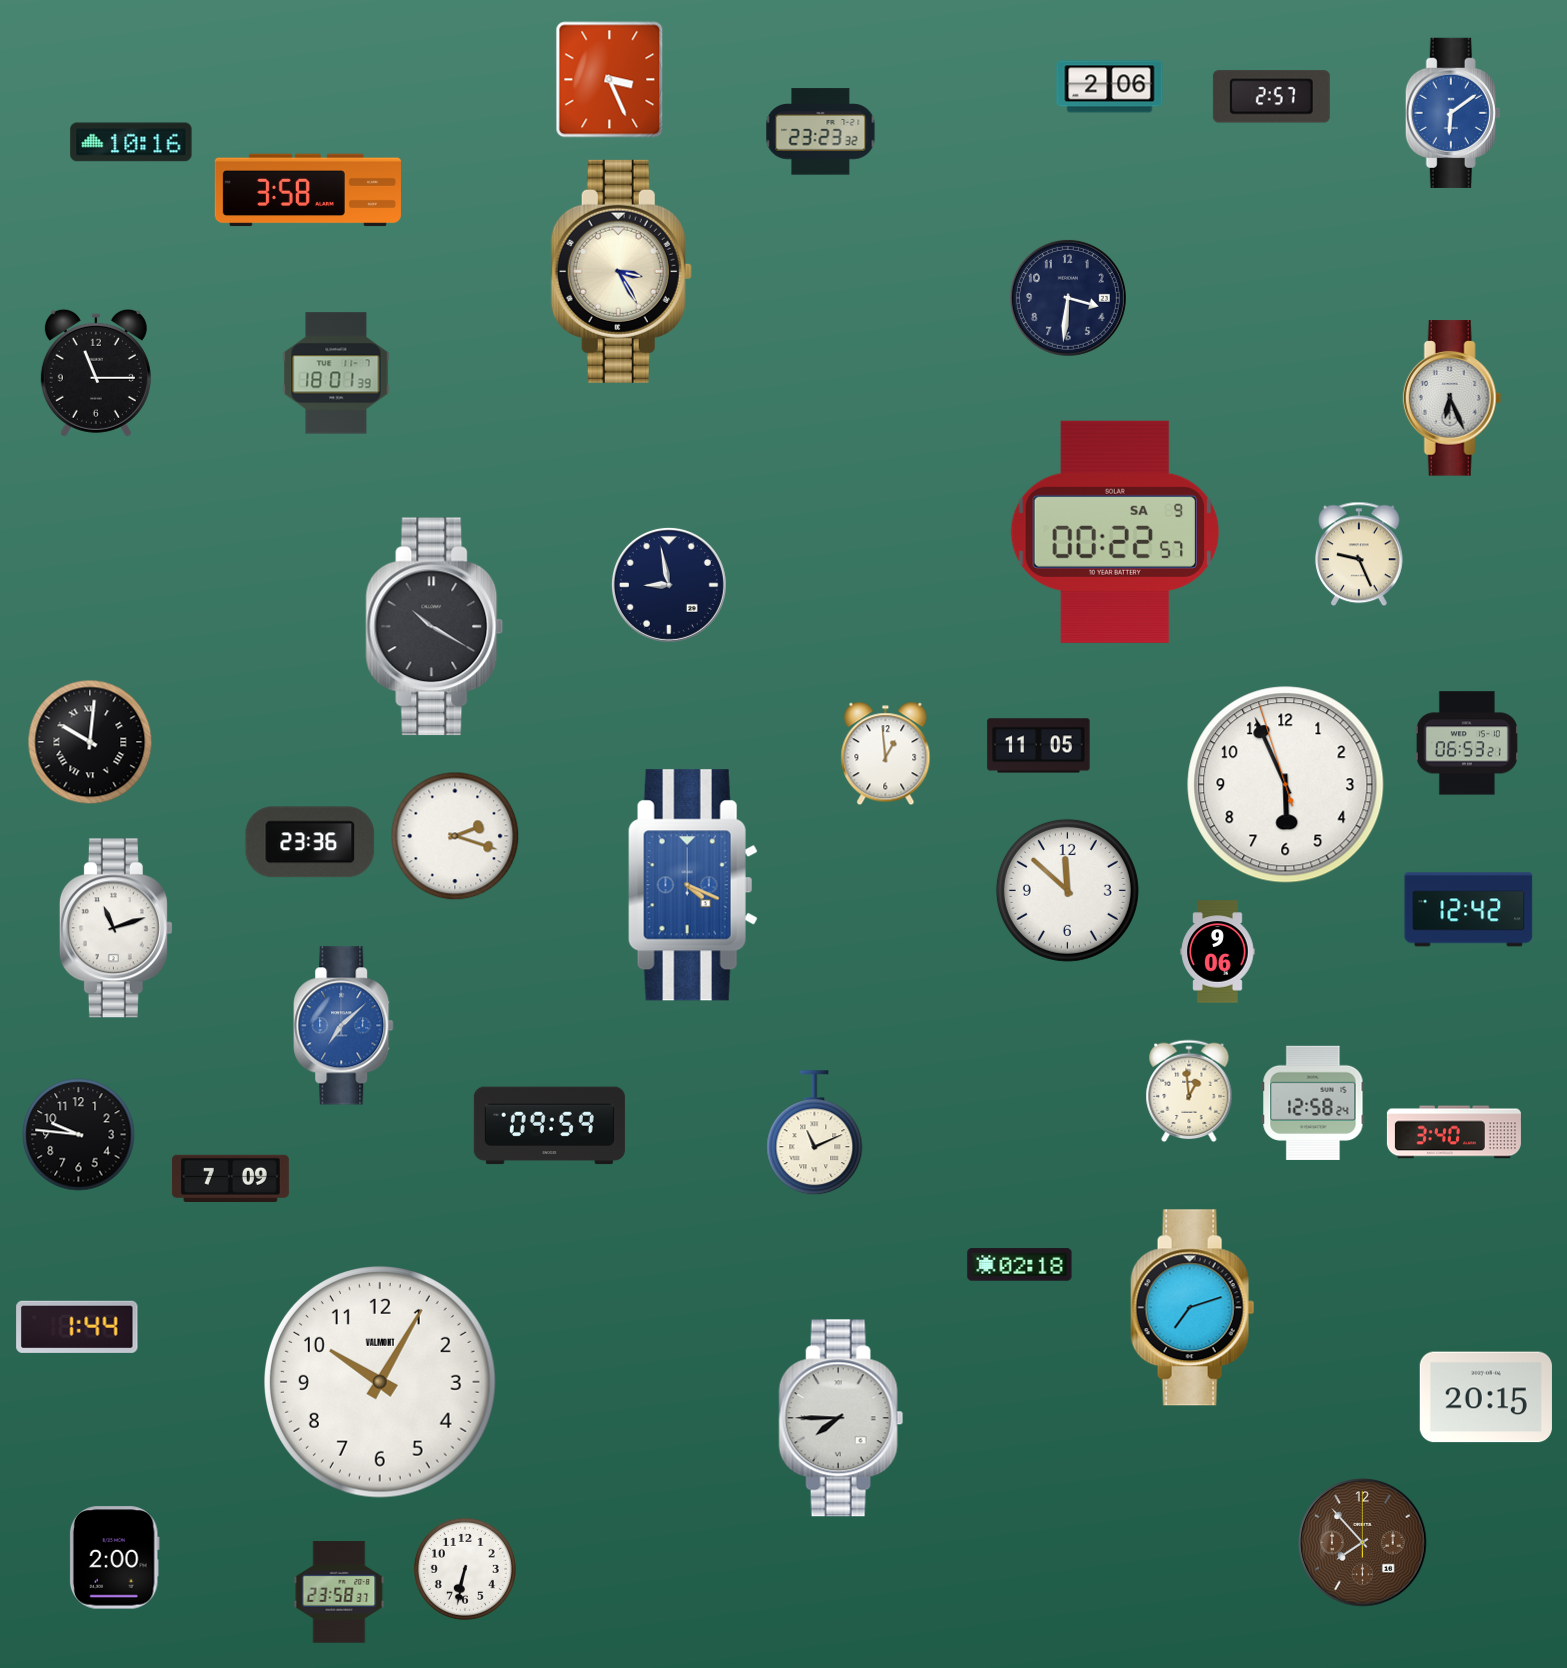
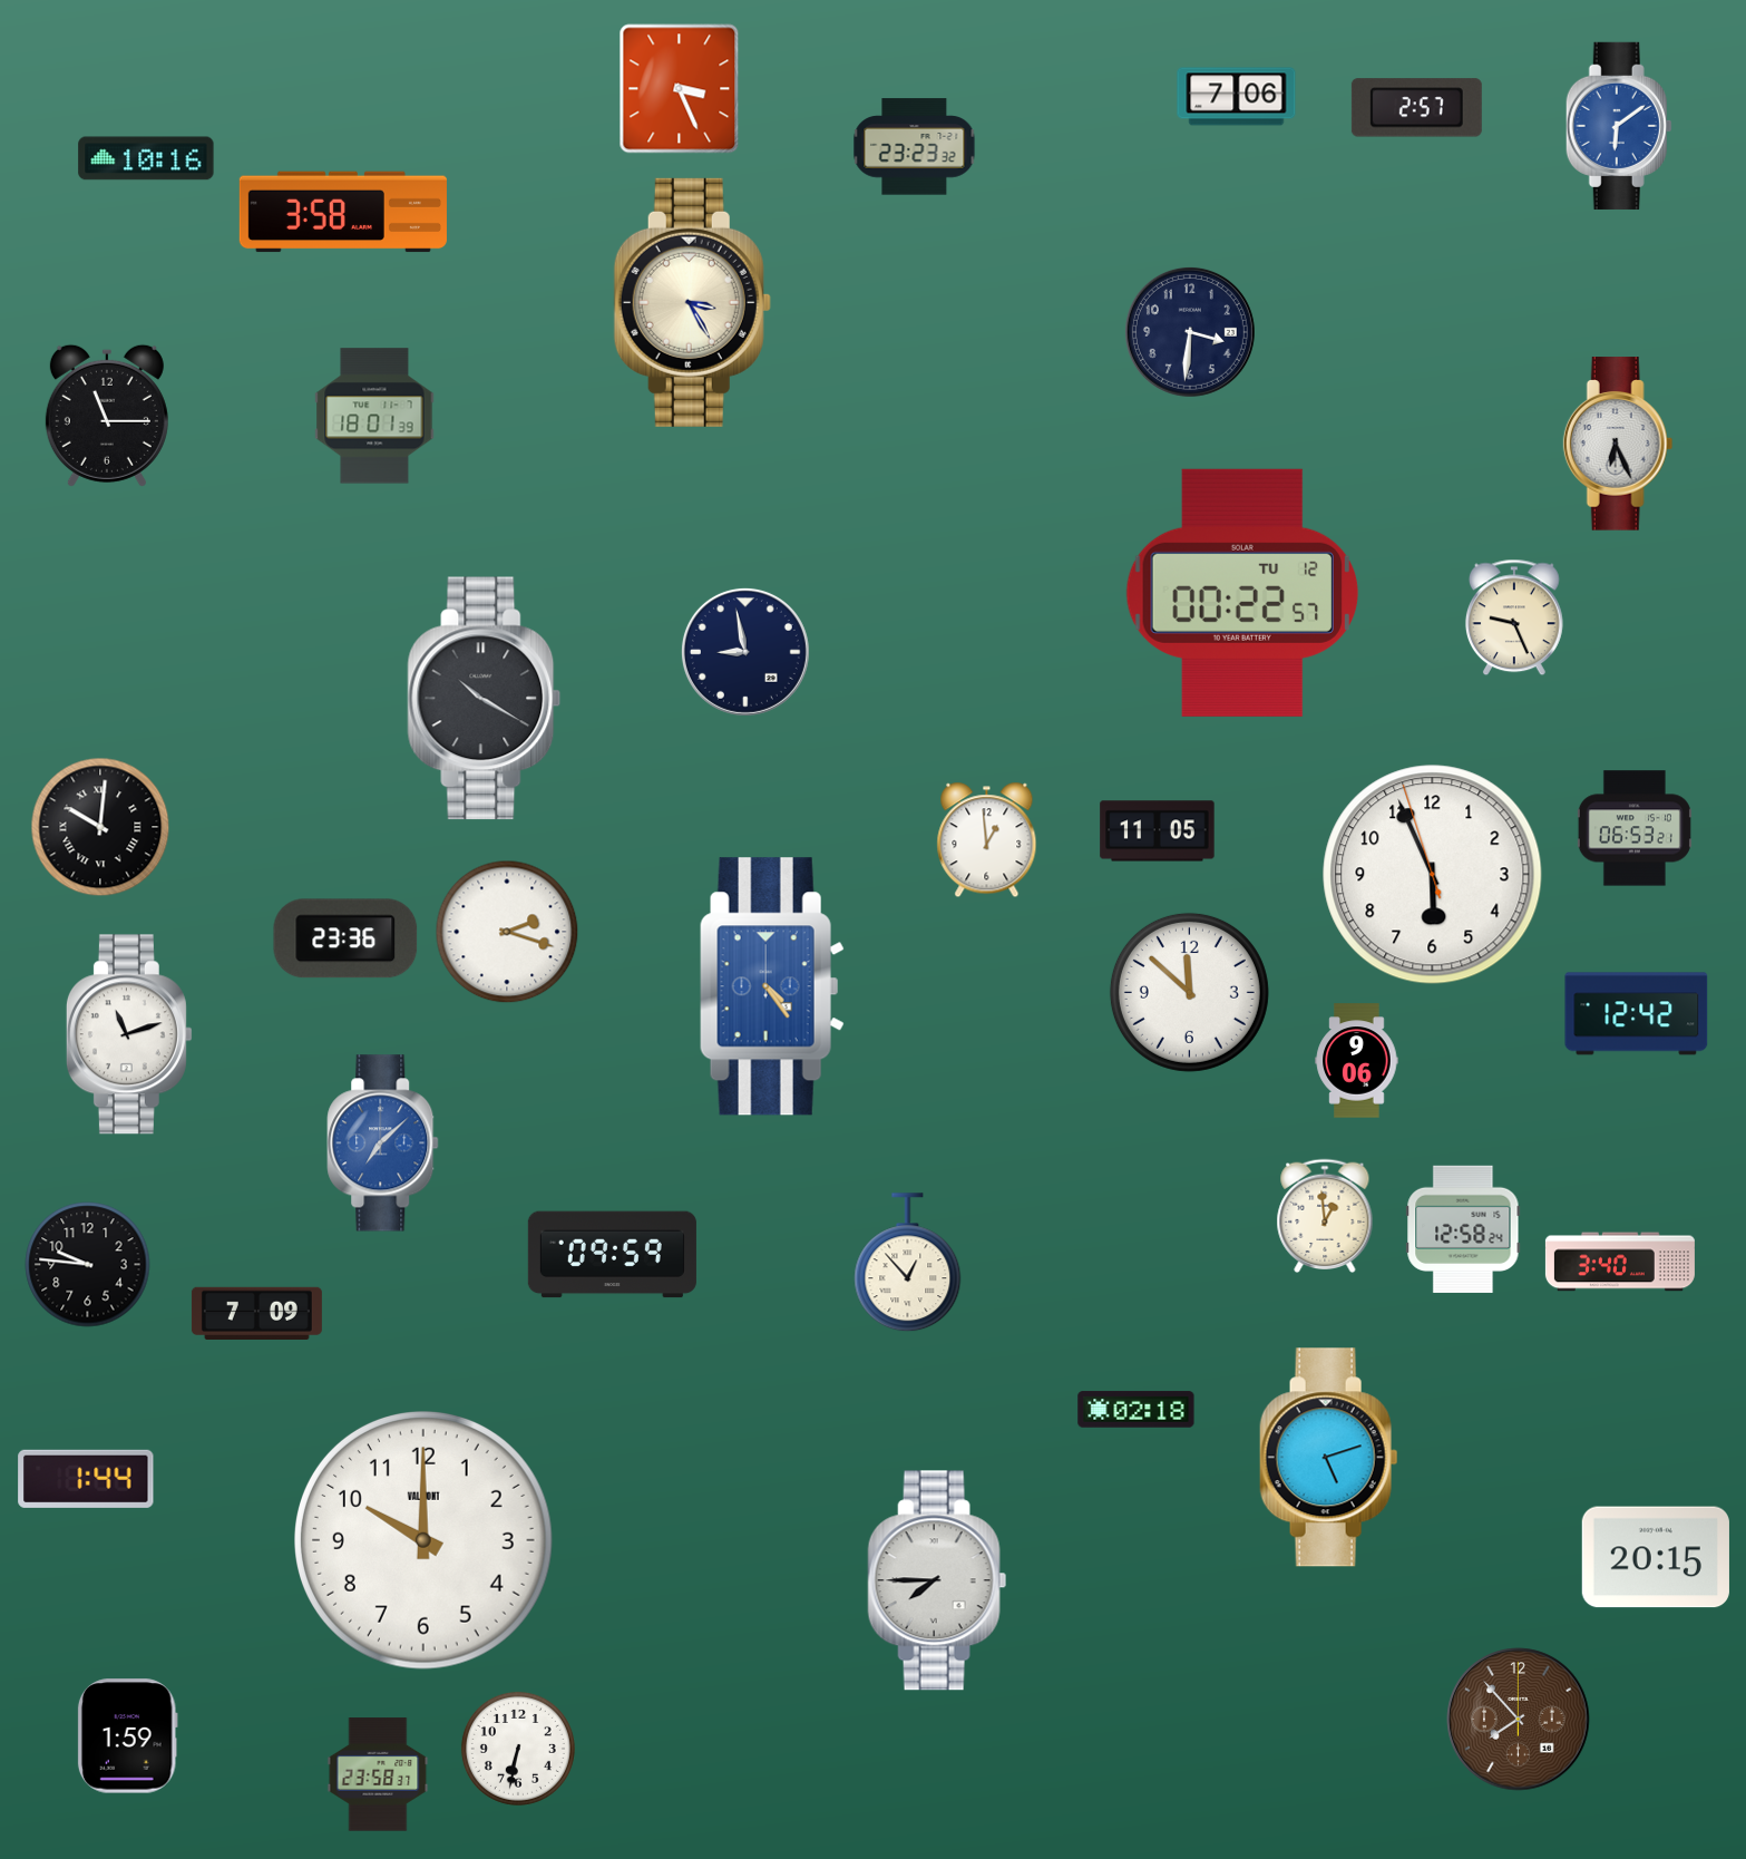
clock at (1110, 87): 2:06 -> 7:06
clock at (1114, 532) date: SA 9 -> TU 12
clock at (693, 885): 4:19 -> 4:24
clock at (815, 1133): 11:11 -> 12:53
clock at (1193, 1308): 7:12 -> 5:12
clock at (381, 1383): 10:05 -> 10:00
clock at (114, 1558): 2:00 -> 1:59
